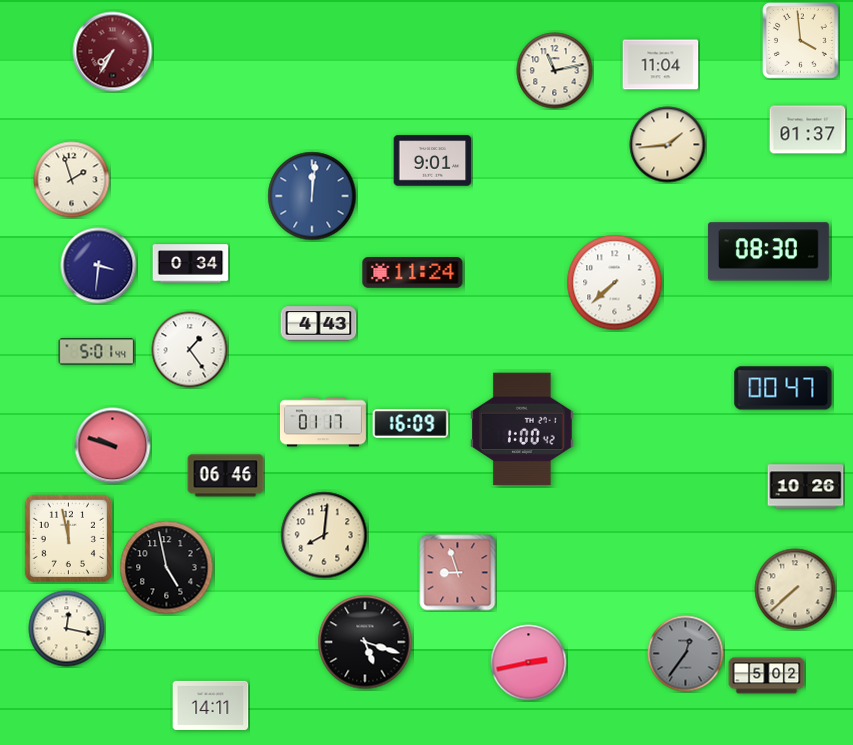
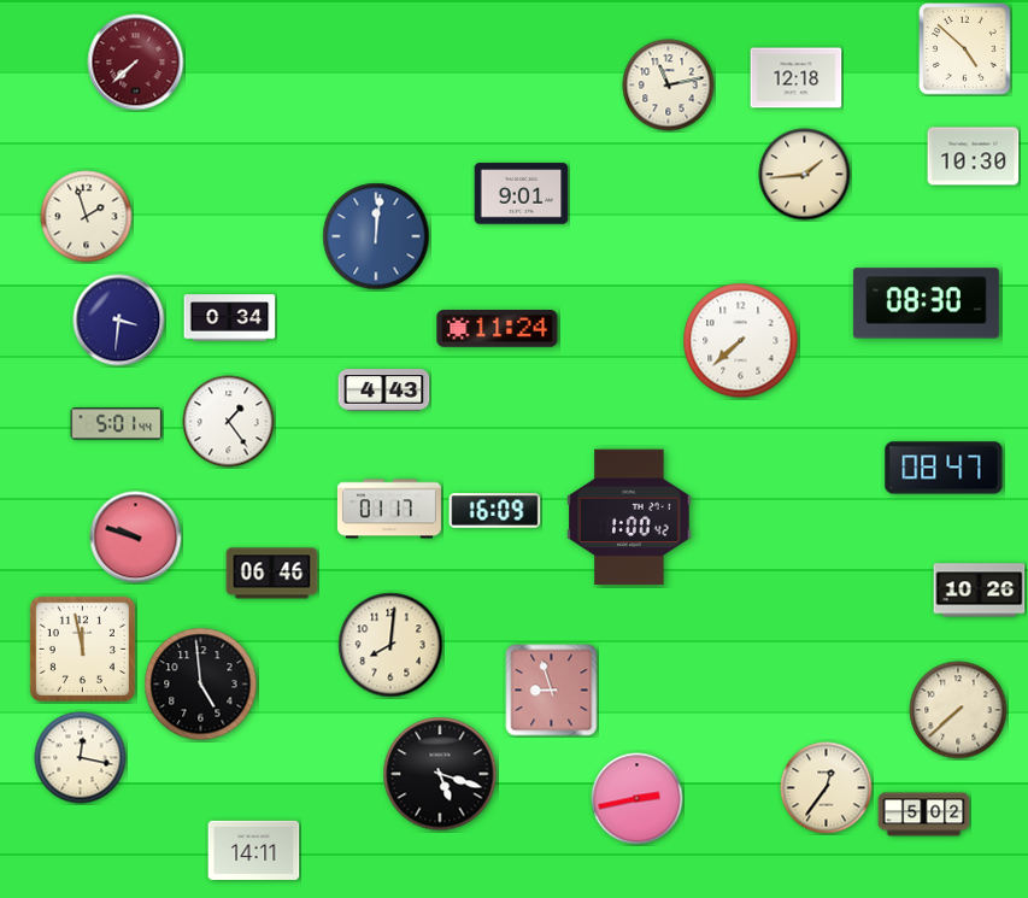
clock at (801, 41): 3:59 -> 4:52
clock at (113, 52): 7:35 -> 7:38
clock at (661, 65): 11:04 -> 12:18
clock at (808, 130): 01:37 -> 10:30
clock at (783, 388): 00:47 -> 08:47
clock at (806, 487) position: (806, 487) -> (980, 591)
clock at (167, 568): 4:58 -> 4:59
clock at (686, 654) dial: grey -> cream
